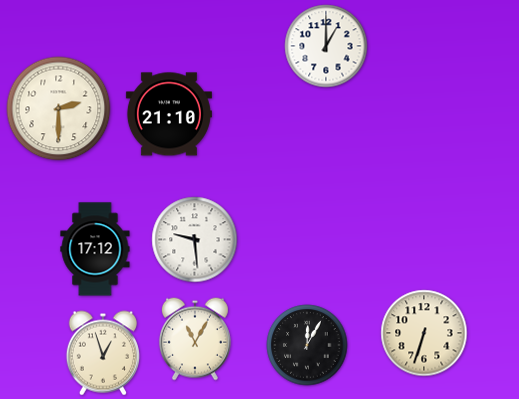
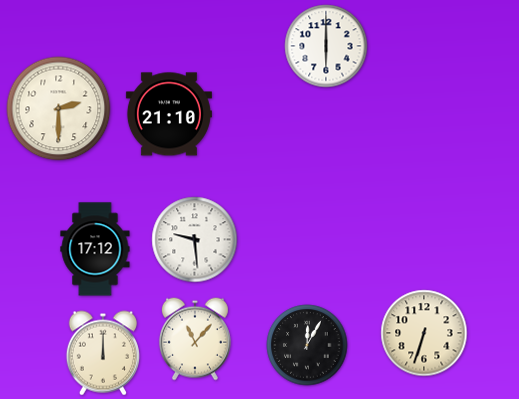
clock at (326, 46): 1:00 -> 6:00
clock at (195, 339): 11:05 -> 11:07
clock at (103, 353): 12:57 -> 12:00
